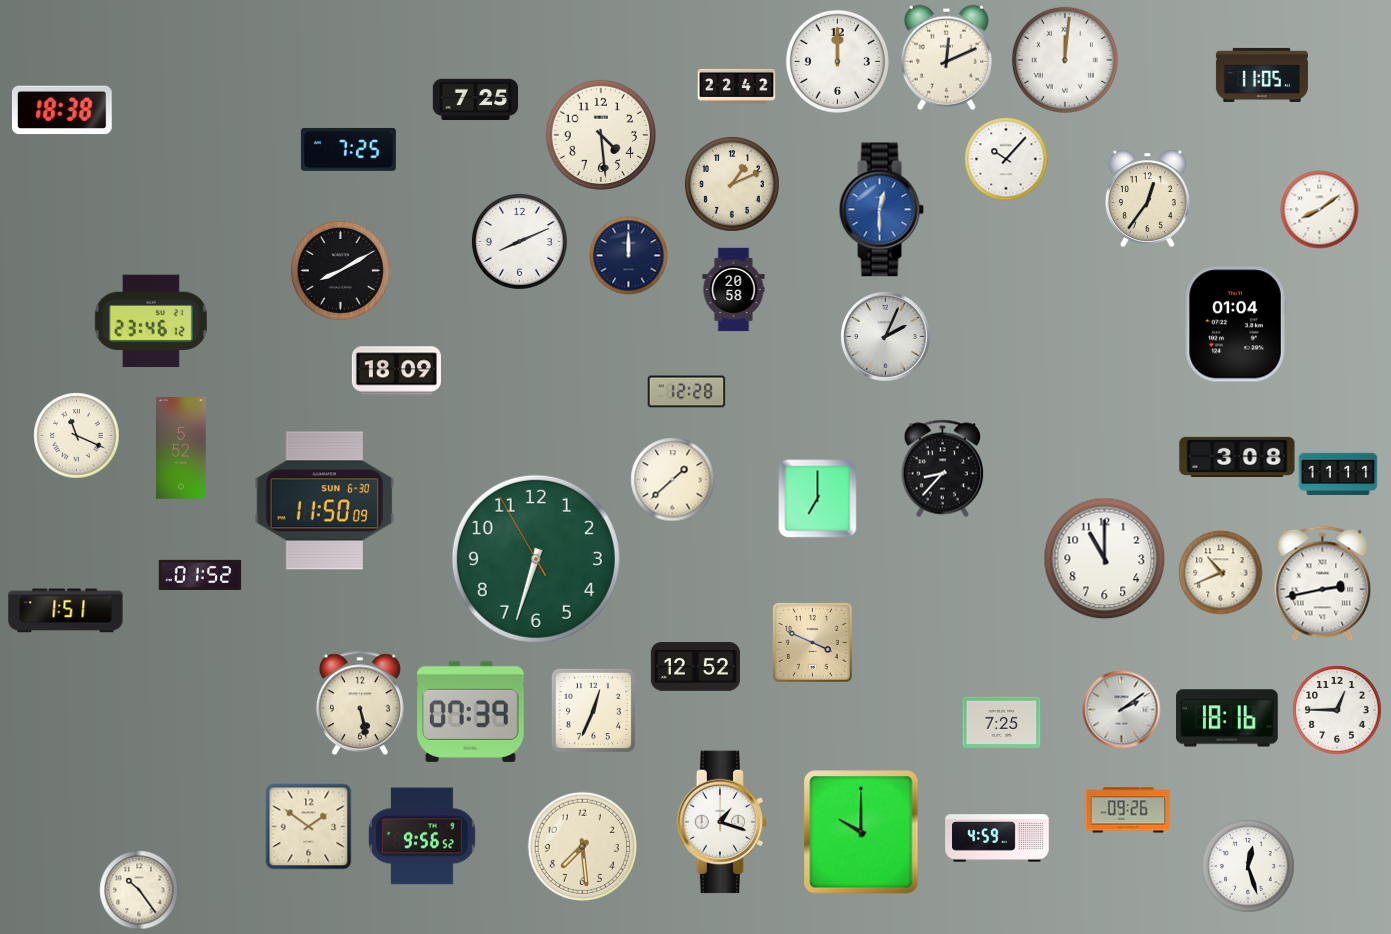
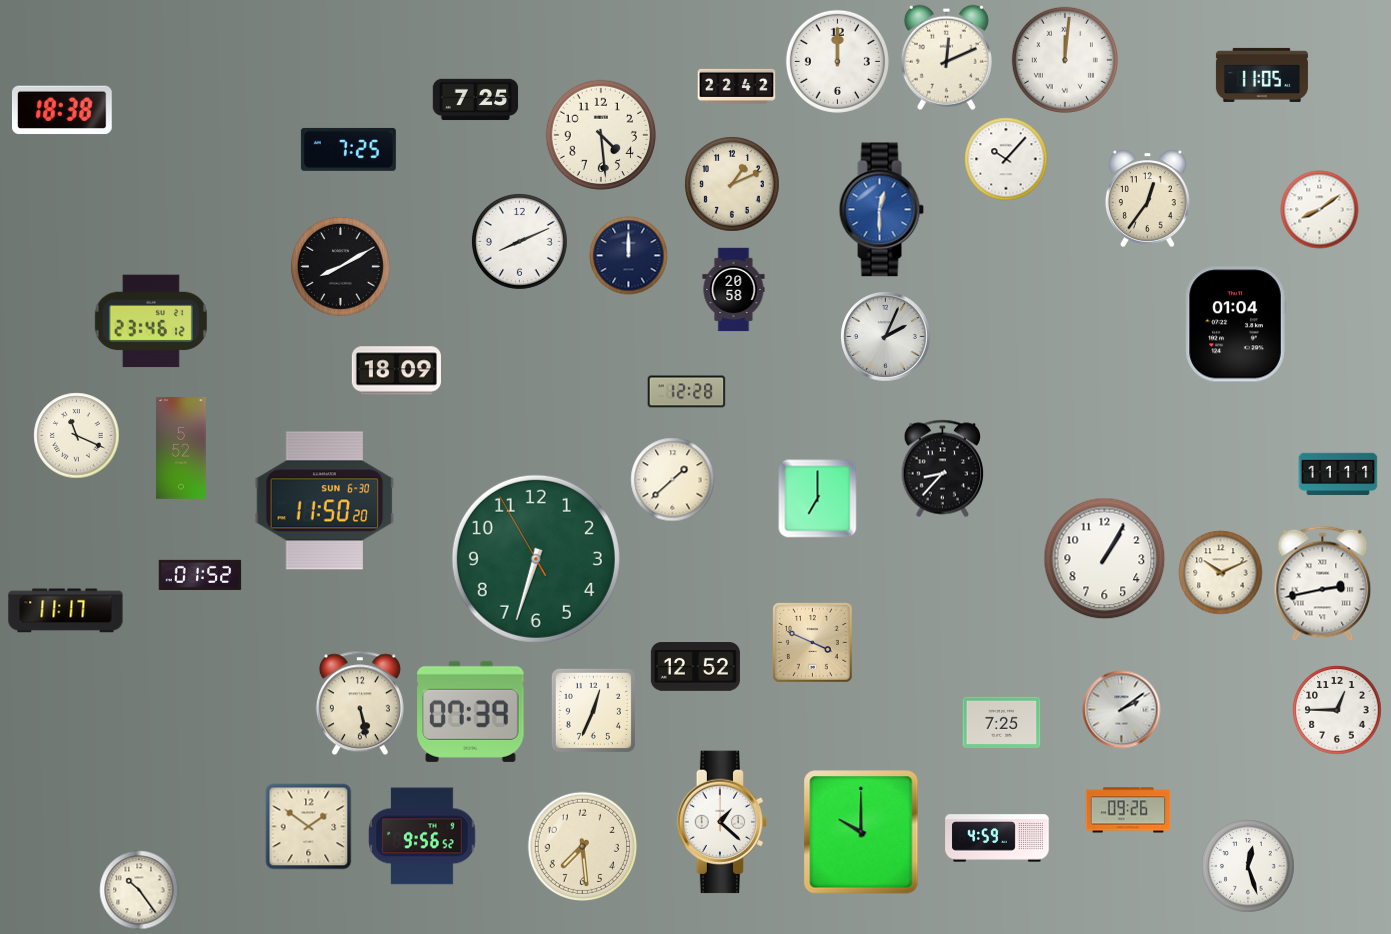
clock at (340, 270) position: (340, 270) -> (340, 266)
clock at (1237, 456): 3:08 -> none
clock at (325, 501): 11:50:09 -> 11:50:20
clock at (1104, 558): 11:00 -> 1:05
clock at (1220, 572): 10:41 -> 10:11
clock at (66, 611): 1:51 -> 11:17
clock at (1227, 718): 18:16 -> none
clock at (722, 822): 1:18 -> 1:22
